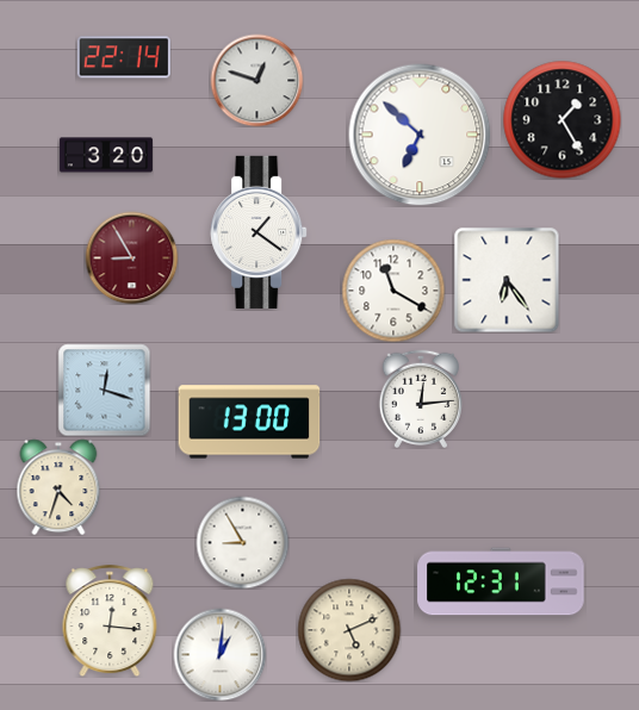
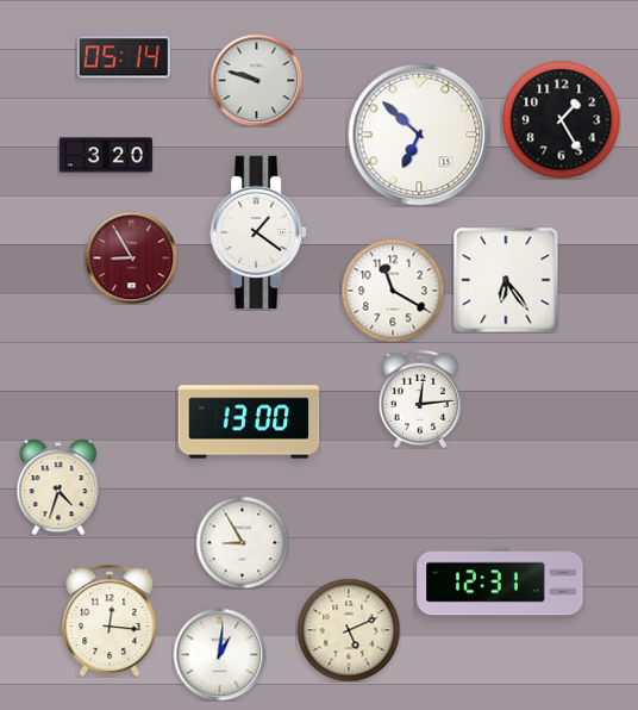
clock at (124, 57): 22:14 -> 05:14
clock at (256, 80): 12:48 -> 9:48
clock at (104, 390): 12:18 -> none
